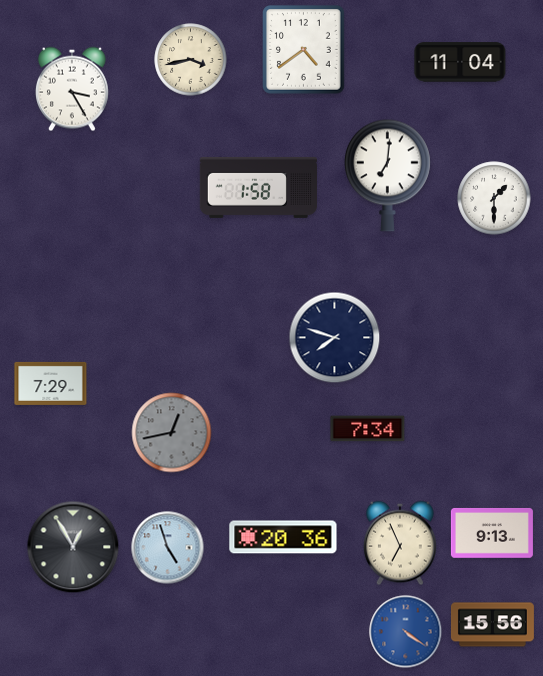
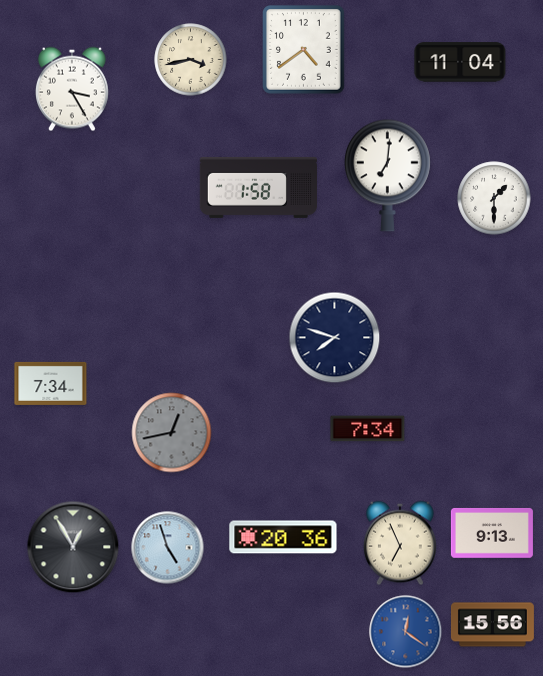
clock at (51, 383): 7:29 -> 7:34
clock at (406, 632): 4:21 -> 12:21
